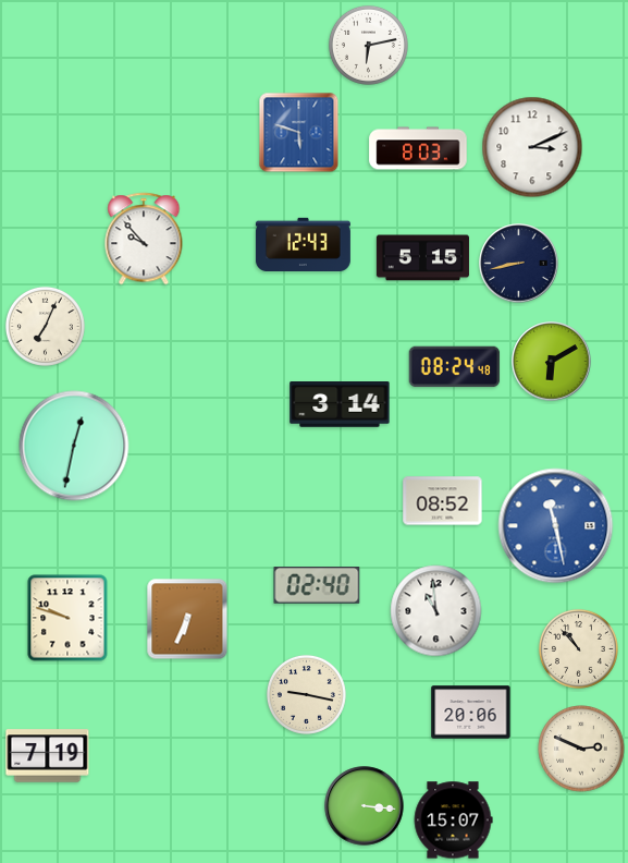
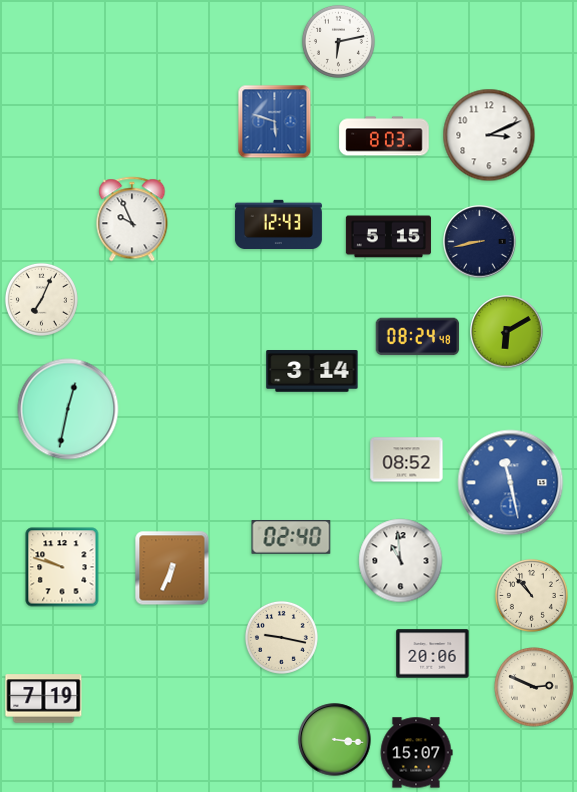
clock at (144, 239): 9:53 -> 9:56
clock at (519, 264) position: (519, 264) -> (480, 242)
clock at (48, 756) position: (48, 756) -> (44, 699)
